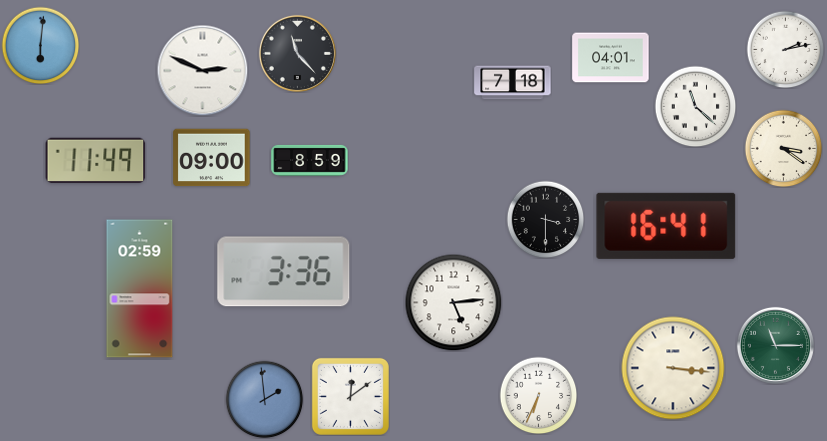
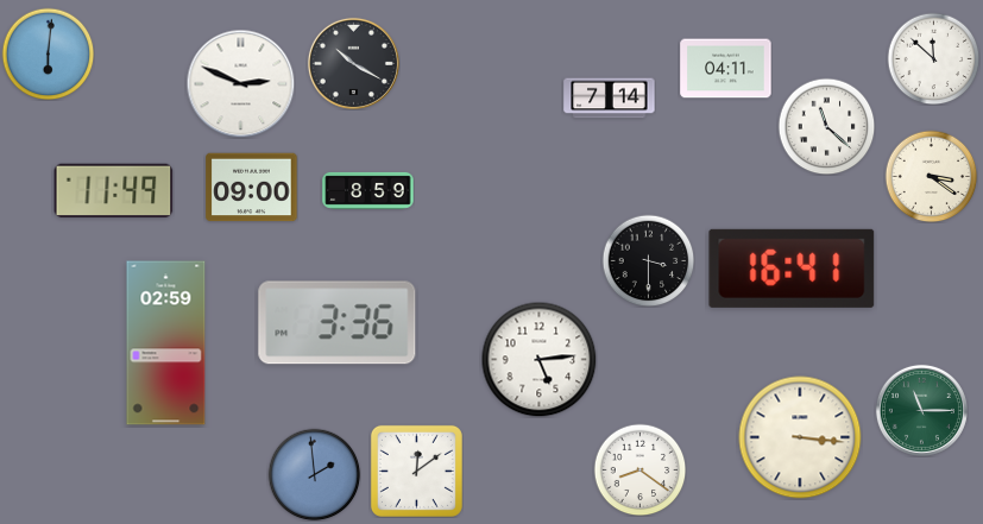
clock at (785, 49): 2:13 -> 11:52
clock at (297, 53): 11:23 -> 10:20
clock at (611, 58): 04:01 -> 04:11
clock at (513, 83): 7:18 -> 7:14
clock at (538, 395): 6:34 -> 8:21
